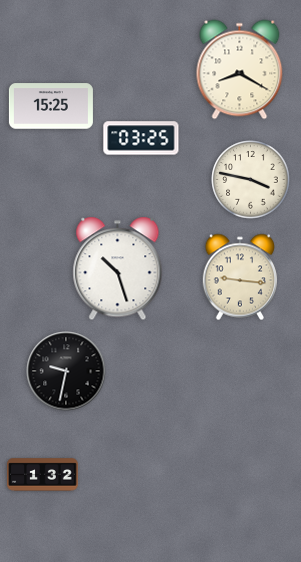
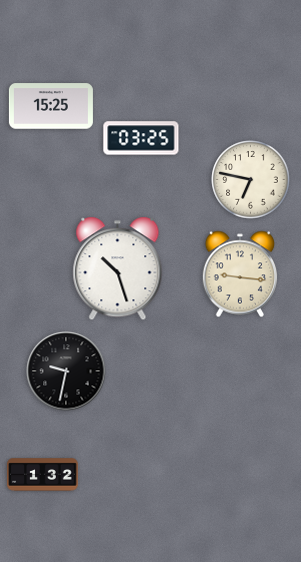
clock at (240, 70): 8:20 -> none
clock at (251, 180): 3:47 -> 6:47
clock at (239, 277) position: (239, 277) -> (239, 274)
